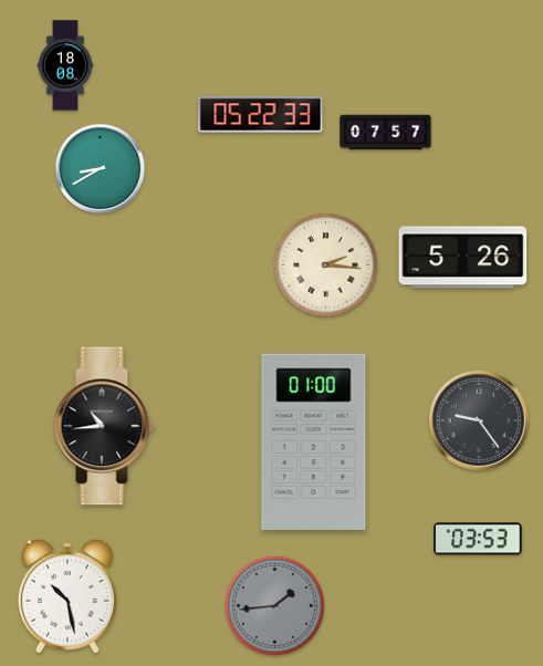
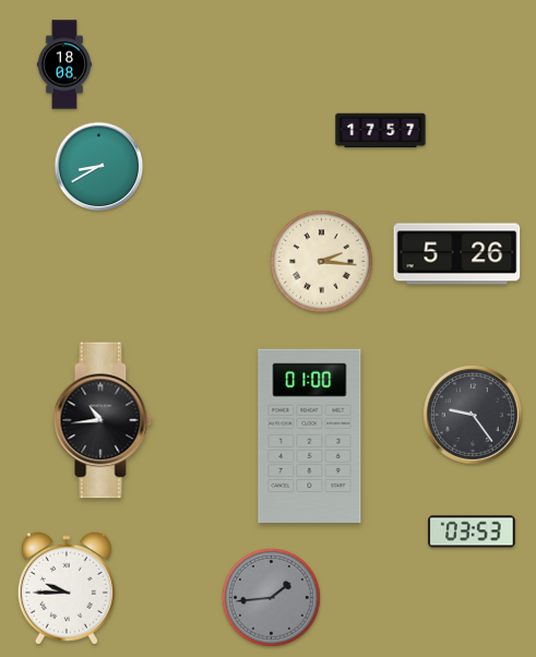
clock at (261, 115): 05:22 -> none
clock at (386, 133): 07:57 -> 17:57
clock at (67, 596): 10:28 -> 9:45
